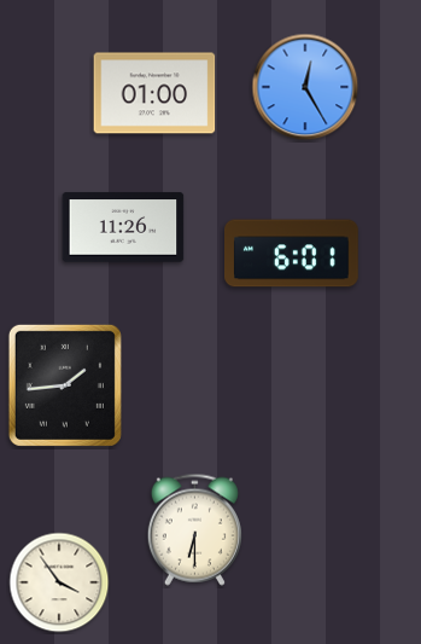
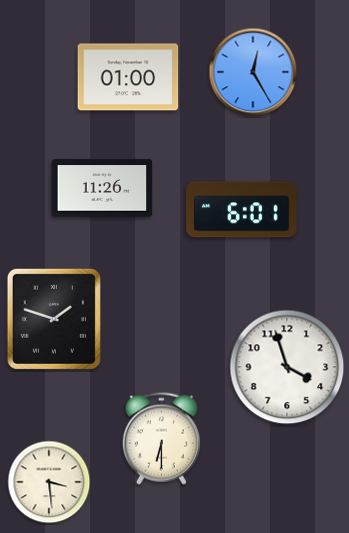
clock at (65, 385): 1:44 -> 1:48
clock at (287, 367): none -> 3:57
clock at (59, 582): 3:54 -> 3:29
